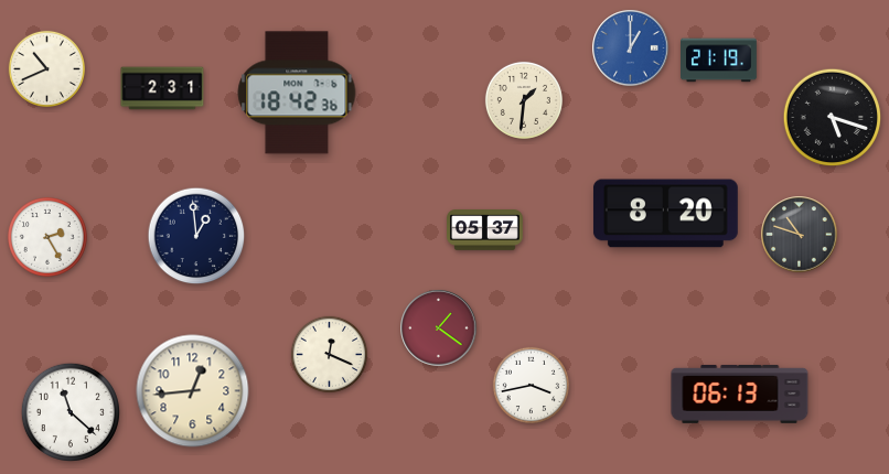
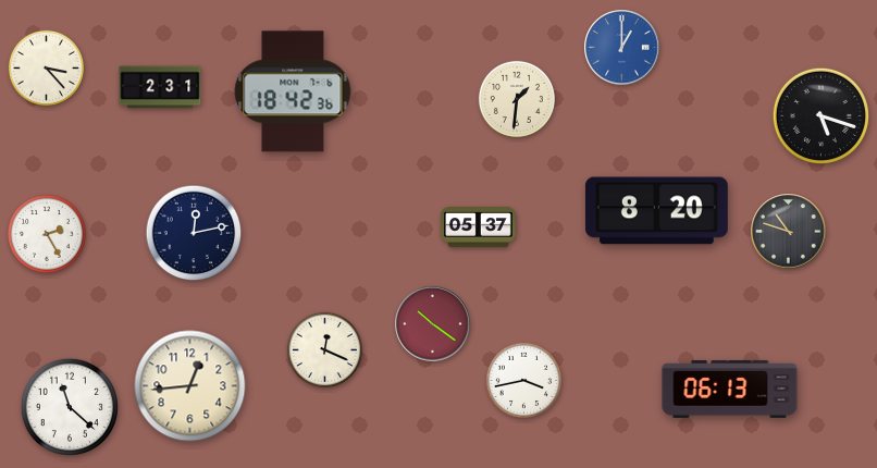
clock at (719, 61): 21:19 -> none
clock at (46, 68): 10:41 -> 3:23
clock at (196, 236): 12:59 -> 12:13
clock at (439, 328): 1:21 -> 10:21
